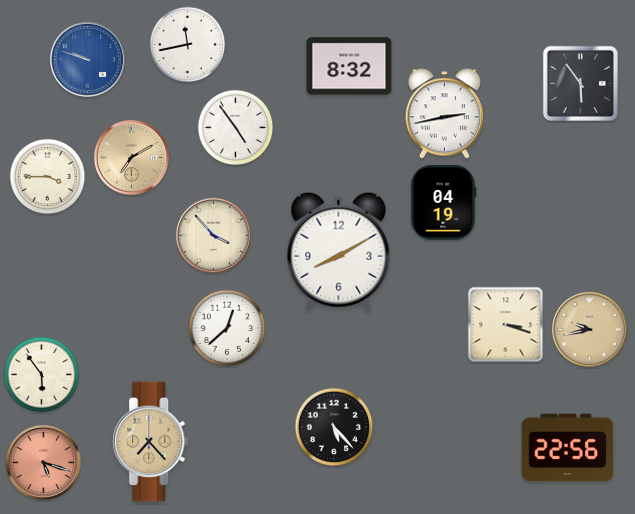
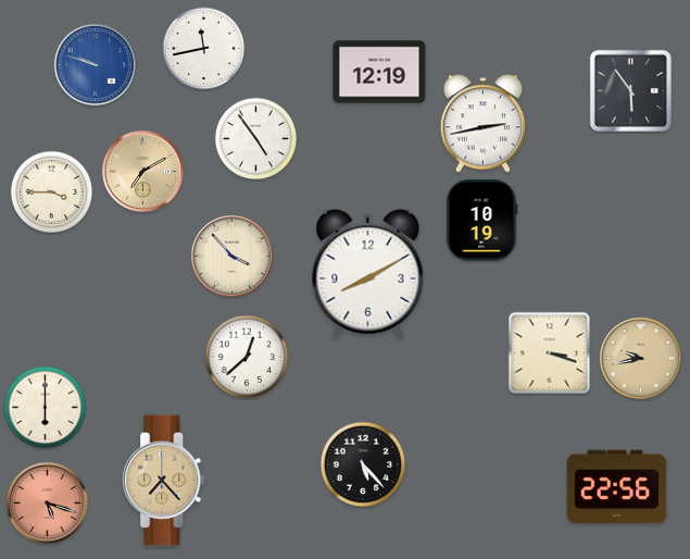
clock at (349, 66): 8:32 -> 12:19
clock at (443, 203): 04:19 -> 10:19
clock at (42, 375): 5:54 -> 6:00
